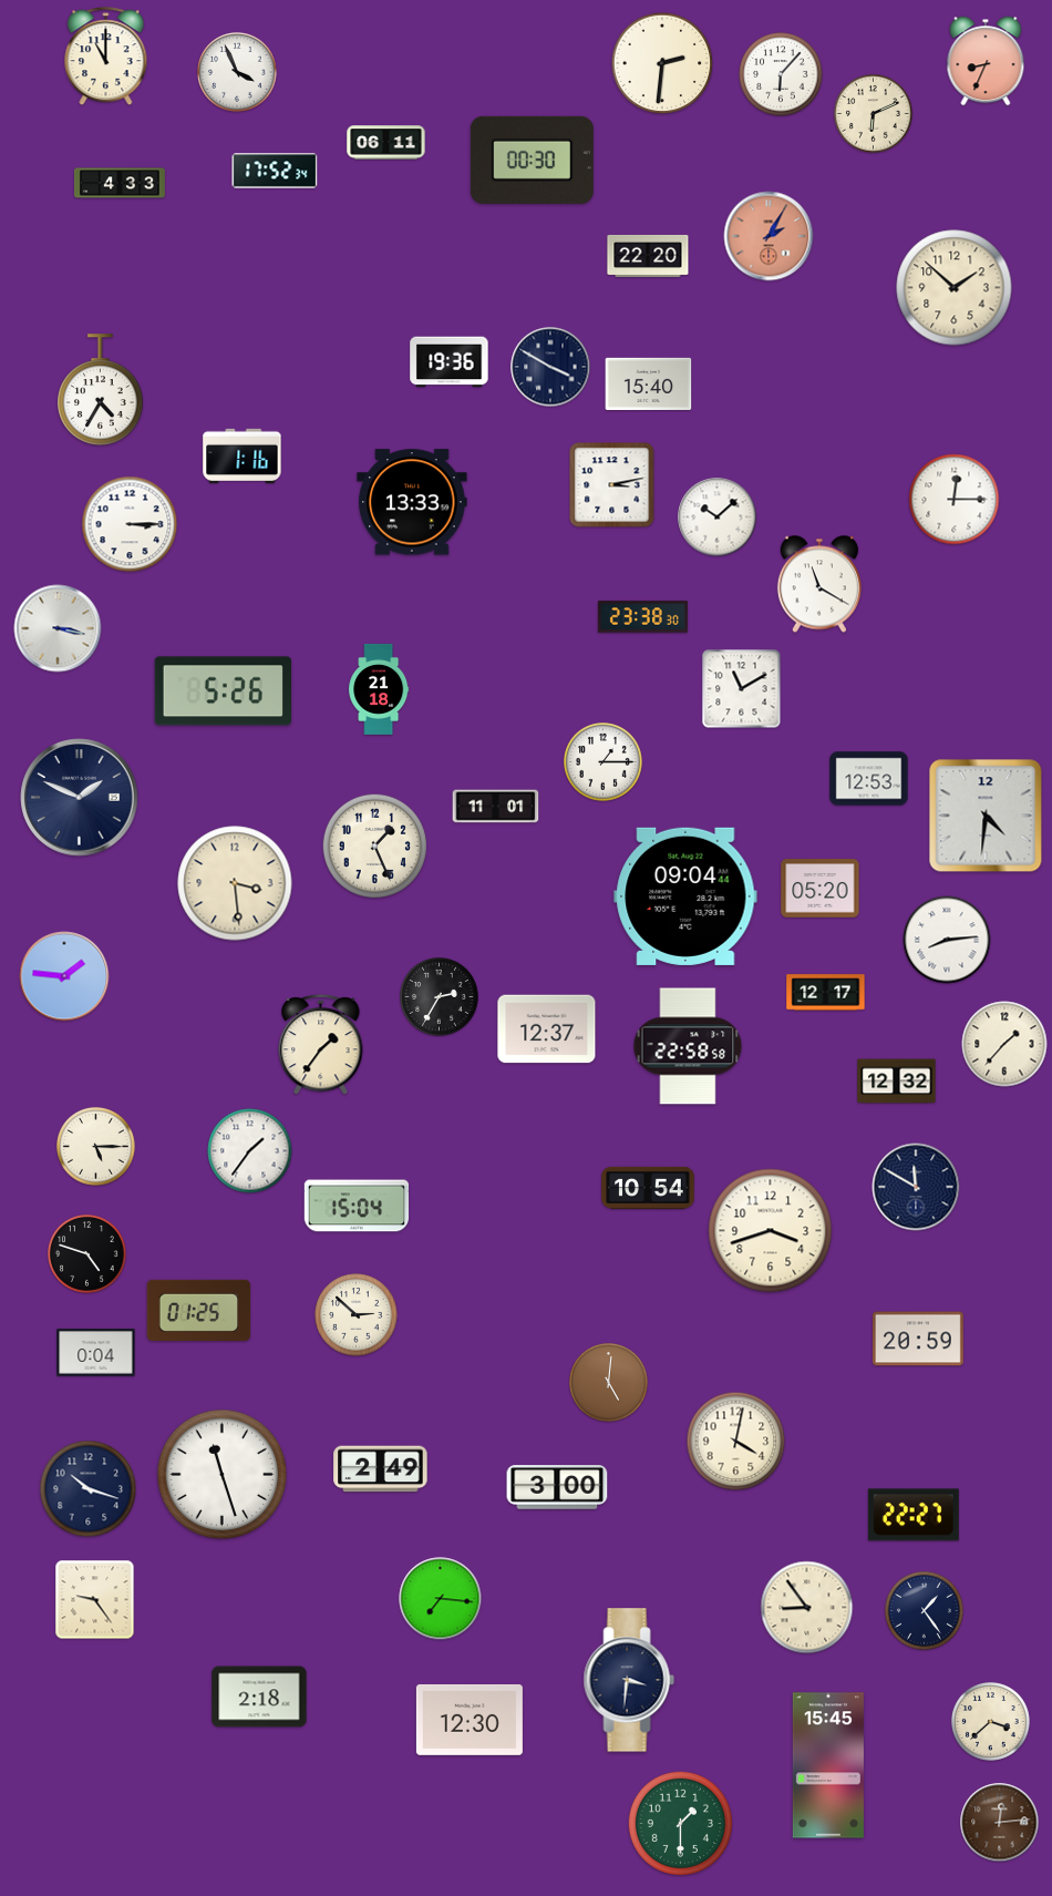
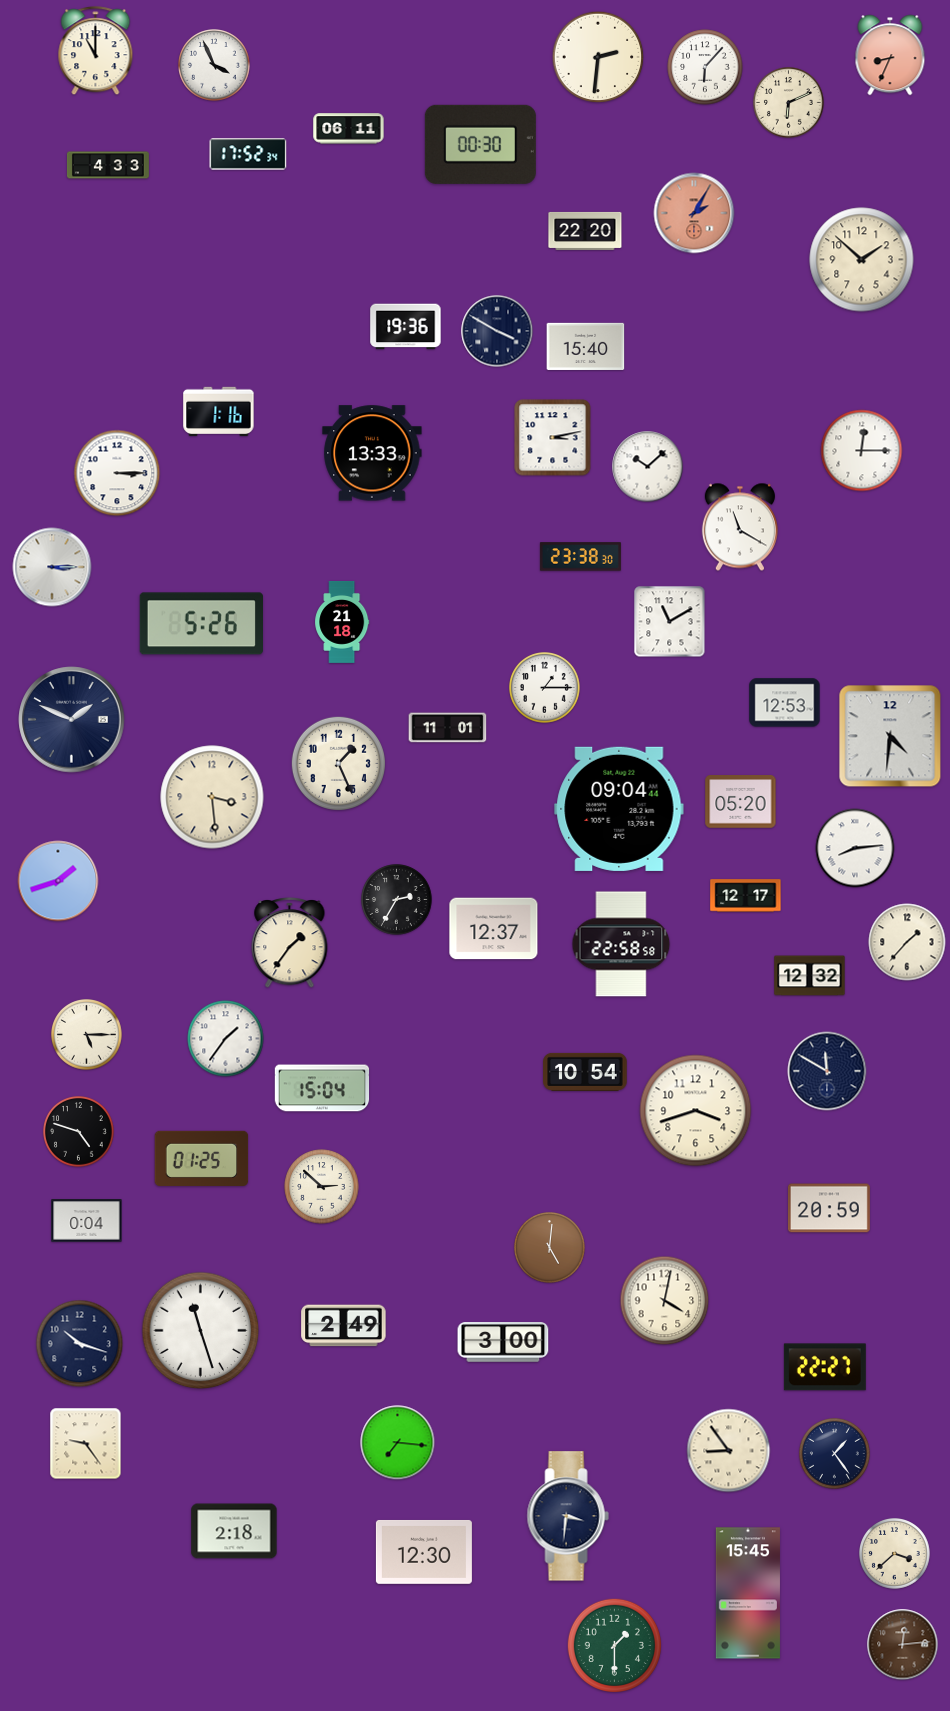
clock at (101, 390): 4:35 -> none
clock at (58, 628): 3:17 -> 3:15
clock at (64, 976): 1:46 -> 1:42
clock at (199, 1310) position: (199, 1310) -> (202, 1158)
